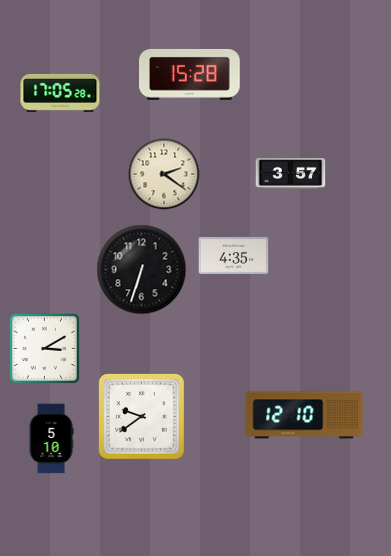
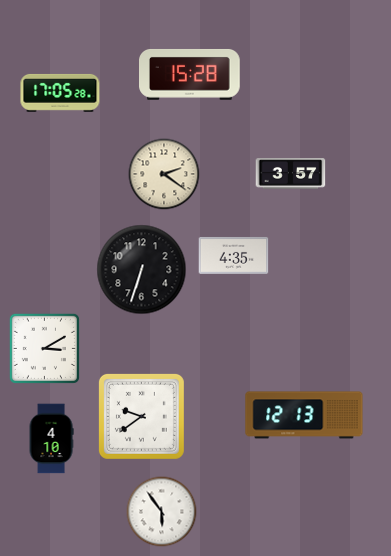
clock at (304, 415): 12:10 -> 12:13
clock at (51, 439): 5:10 -> 4:10
clock at (162, 512): none -> 5:54
